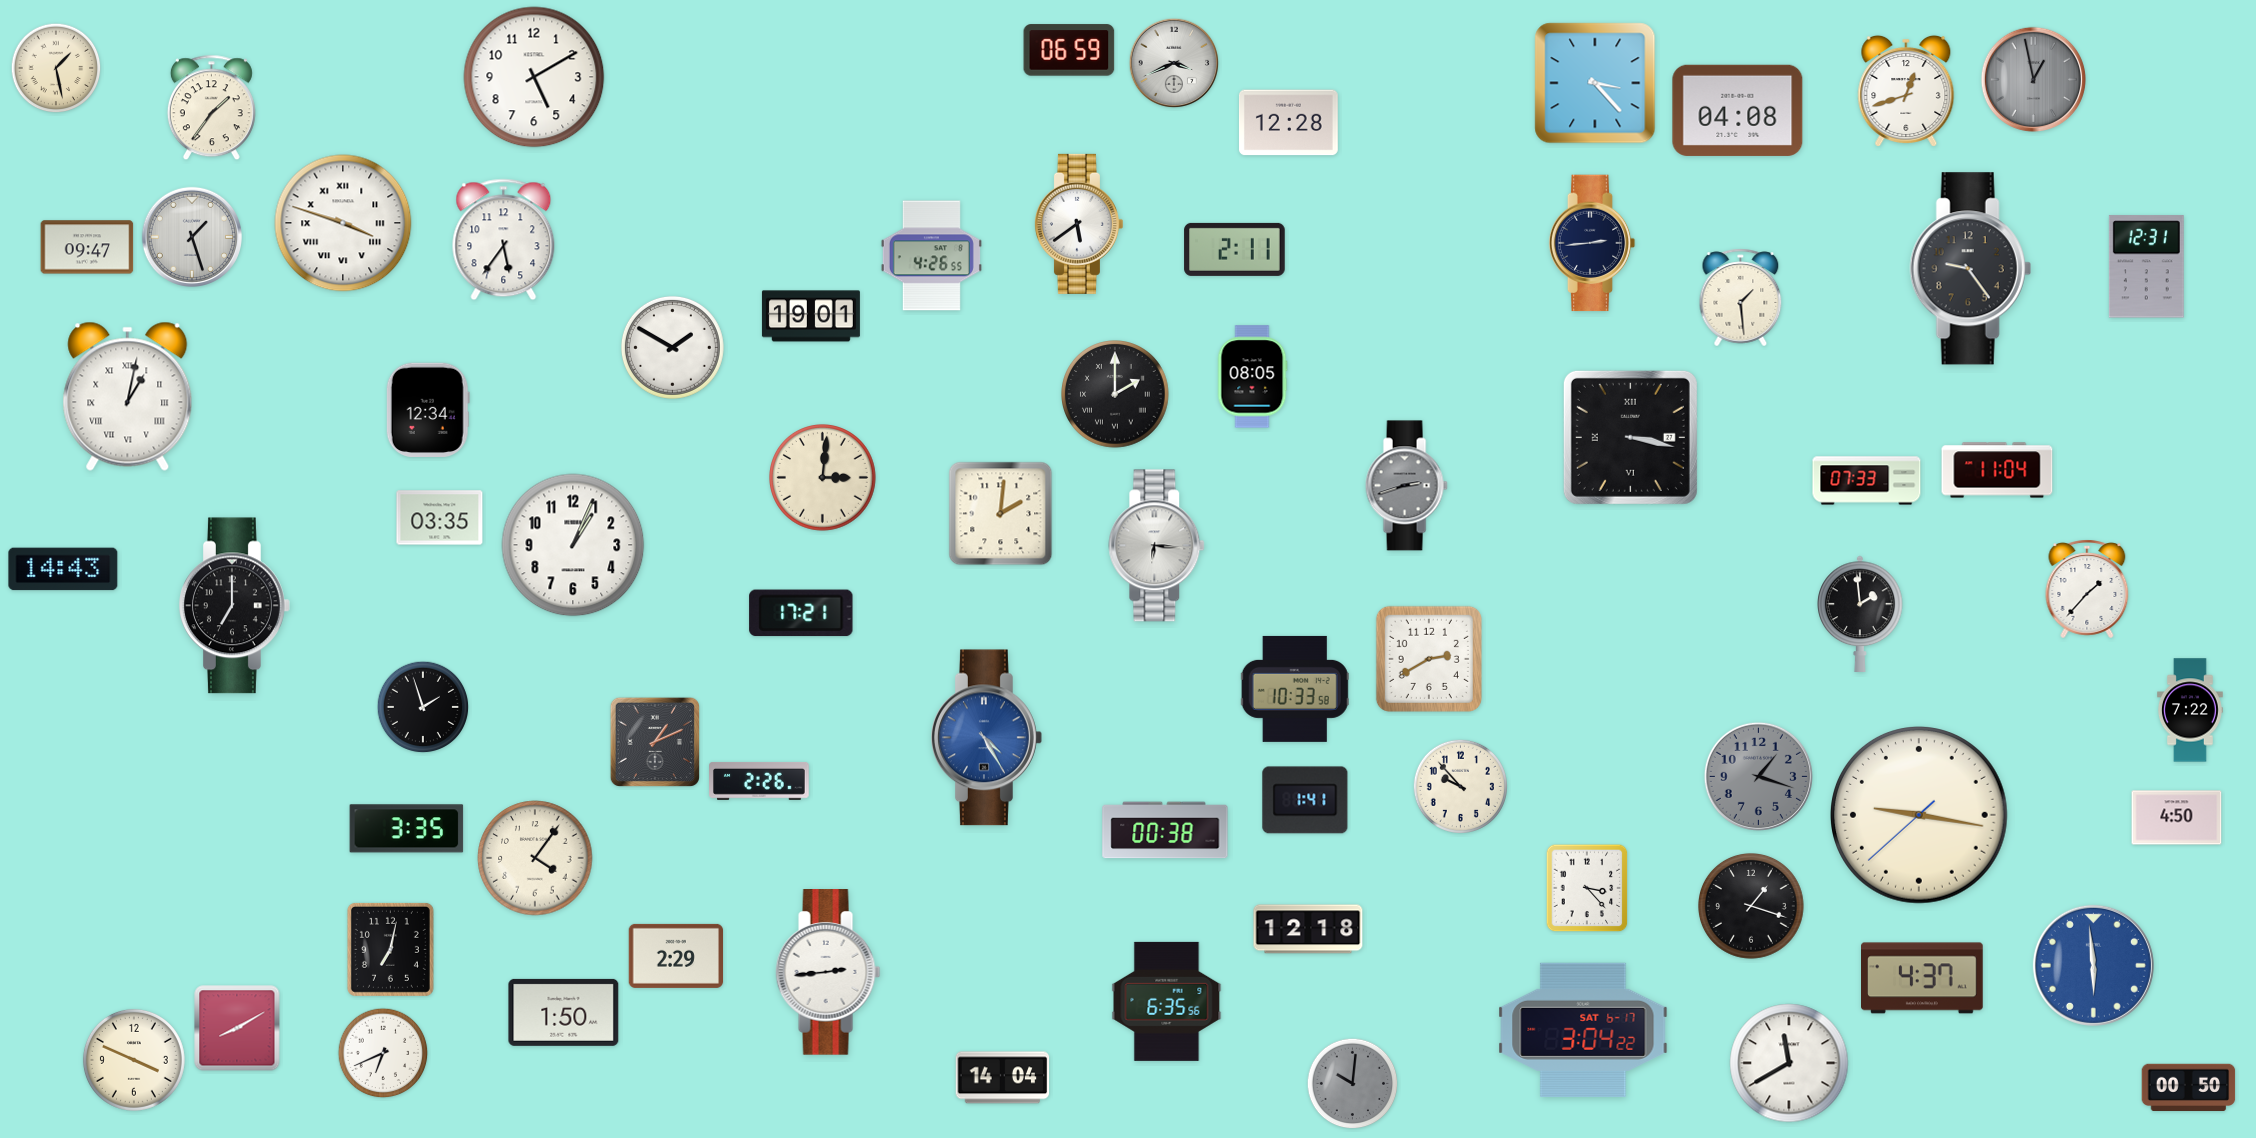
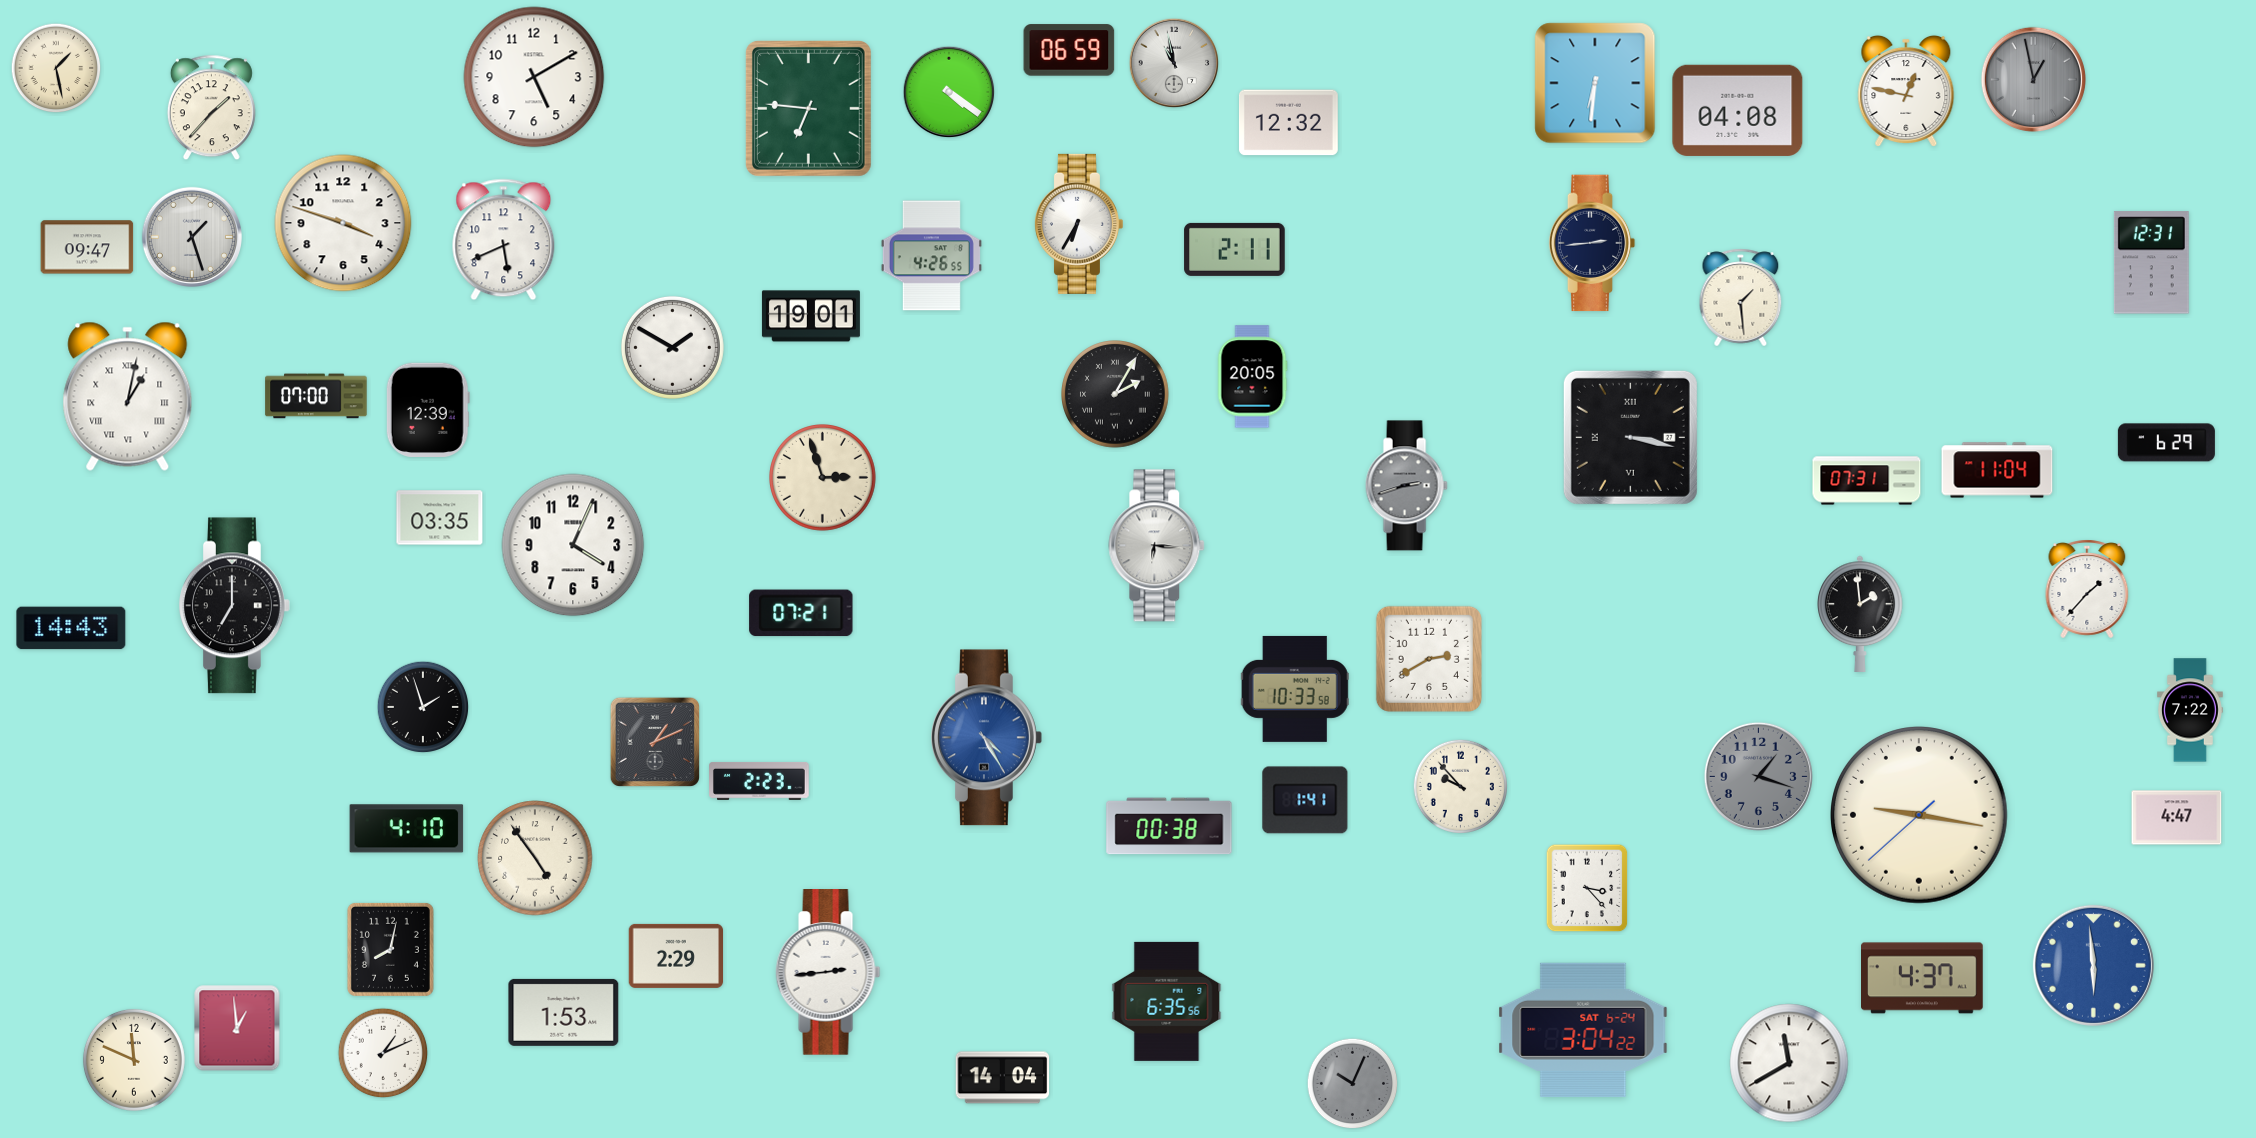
clock at (1174, 63): 3:41 -> 10:58
clock at (1595, 83): 3:23 -> 6:31
clock at (1906, 91): 12:42 -> 12:47
clock at (949, 92): none -> 4:21
clock at (211, 108): 1:36 -> 1:37
clock at (808, 108): none -> 6:46
clock at (1288, 123): 12:28 -> 12:32
clock at (343, 223) numerals: Roman -> Arabic
clock at (1078, 224): 5:39 -> 6:35
clock at (504, 240): 5:36 -> 5:41
clock at (2146, 267) position: (2146, 267) -> (2151, 263)
clock at (1970, 269): 9:24 -> none
clock at (1252, 377): 08:05 -> 20:05
clock at (1116, 395): 2:00 -> 2:05
clock at (316, 396): none -> 07:00
clock at (428, 409): 12:34 -> 12:39
clock at (2166, 443): none -> 6:29
clock at (823, 478): 3:01 -> 2:57
clock at (1867, 481): 07:33 -> 07:31
clock at (1001, 514): 2:01 -> none
clock at (573, 545): 1:04 -> 4:04
clock at (63, 569) position: (63, 569) -> (71, 628)
clock at (801, 613): 17:21 -> 07:21
clock at (760, 781): 2:26 -> 2:23
clock at (2177, 818): 4:50 -> 4:47
clock at (407, 829): 3:35 -> 4:10
clock at (1165, 830) position: (1165, 830) -> (1169, 826)
clock at (535, 858): 4:06 -> 4:54
clock at (1752, 907): 1:18 -> none
clock at (1308, 929): 12:18 -> none
clock at (390, 949): 7:02 -> 8:02
clock at (564, 1012): 1:50 -> 1:53
clock at (237, 1028): 8:10 -> 12:59
clock at (1583, 1030) date: SAT 6-17 -> SAT 6-24
clock at (383, 1053): 6:41 -> 1:11
clock at (134, 1060): 3:49 -> 11:49
clock at (1353, 1084): 10:01 -> 10:04
clock at (2189, 1087): 00:50 -> none
